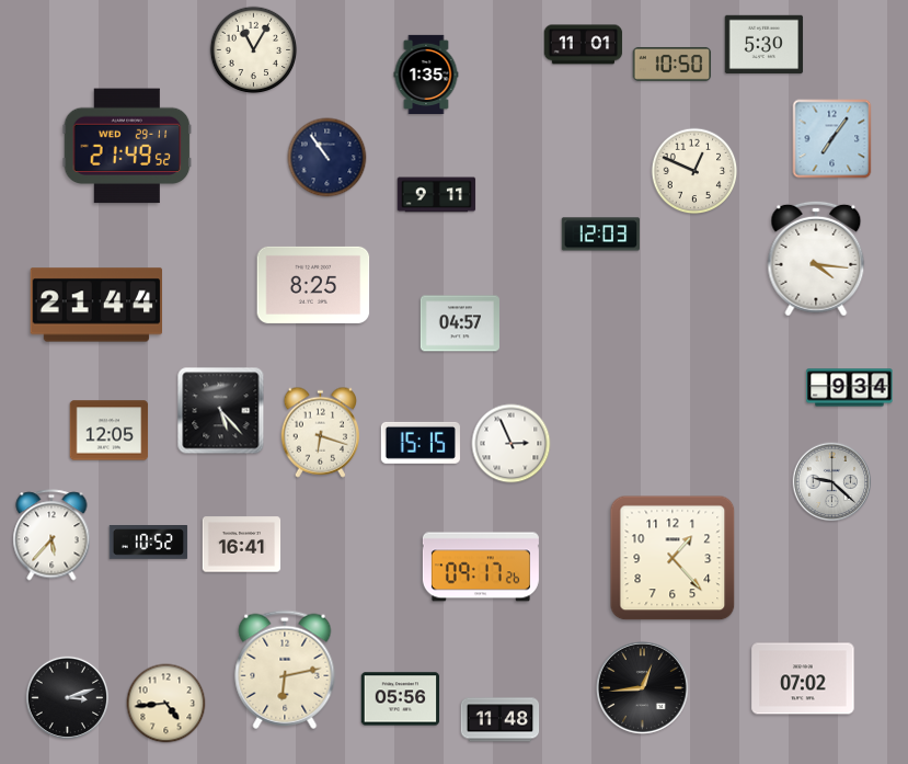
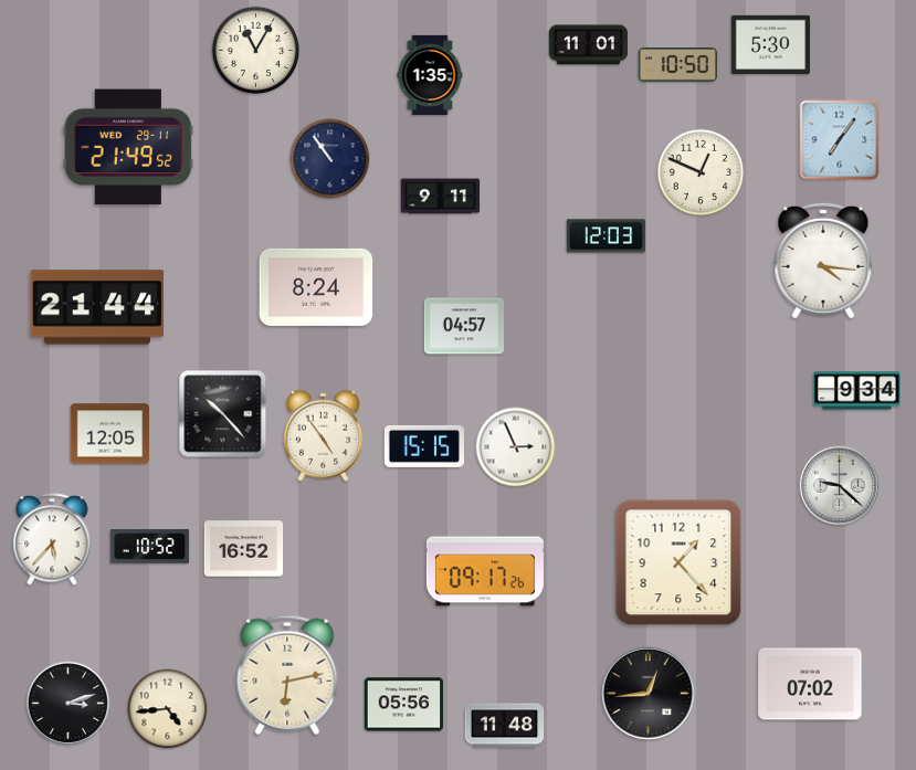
clock at (313, 285): 8:25 -> 8:24
clock at (221, 411): 5:23 -> 10:23
clock at (320, 432): 6:18 -> 4:54
clock at (242, 545): 16:41 -> 16:52
